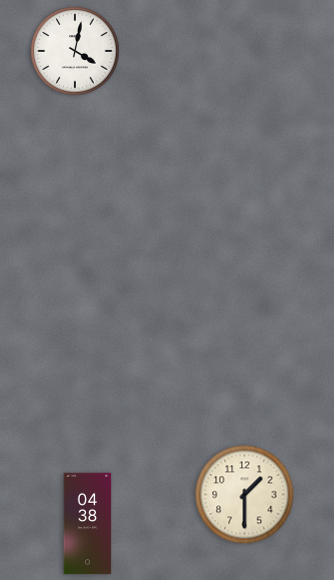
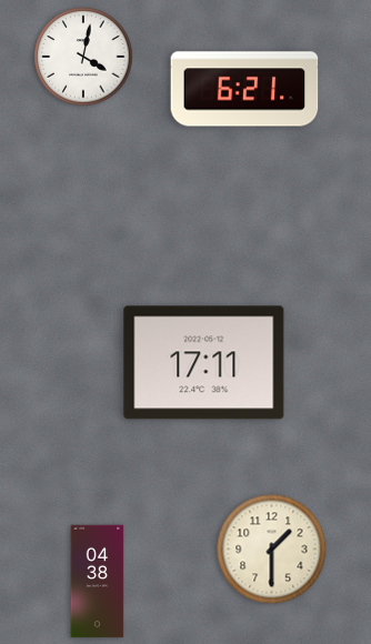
clock at (244, 89): none -> 6:21
clock at (204, 363): none -> 17:11
